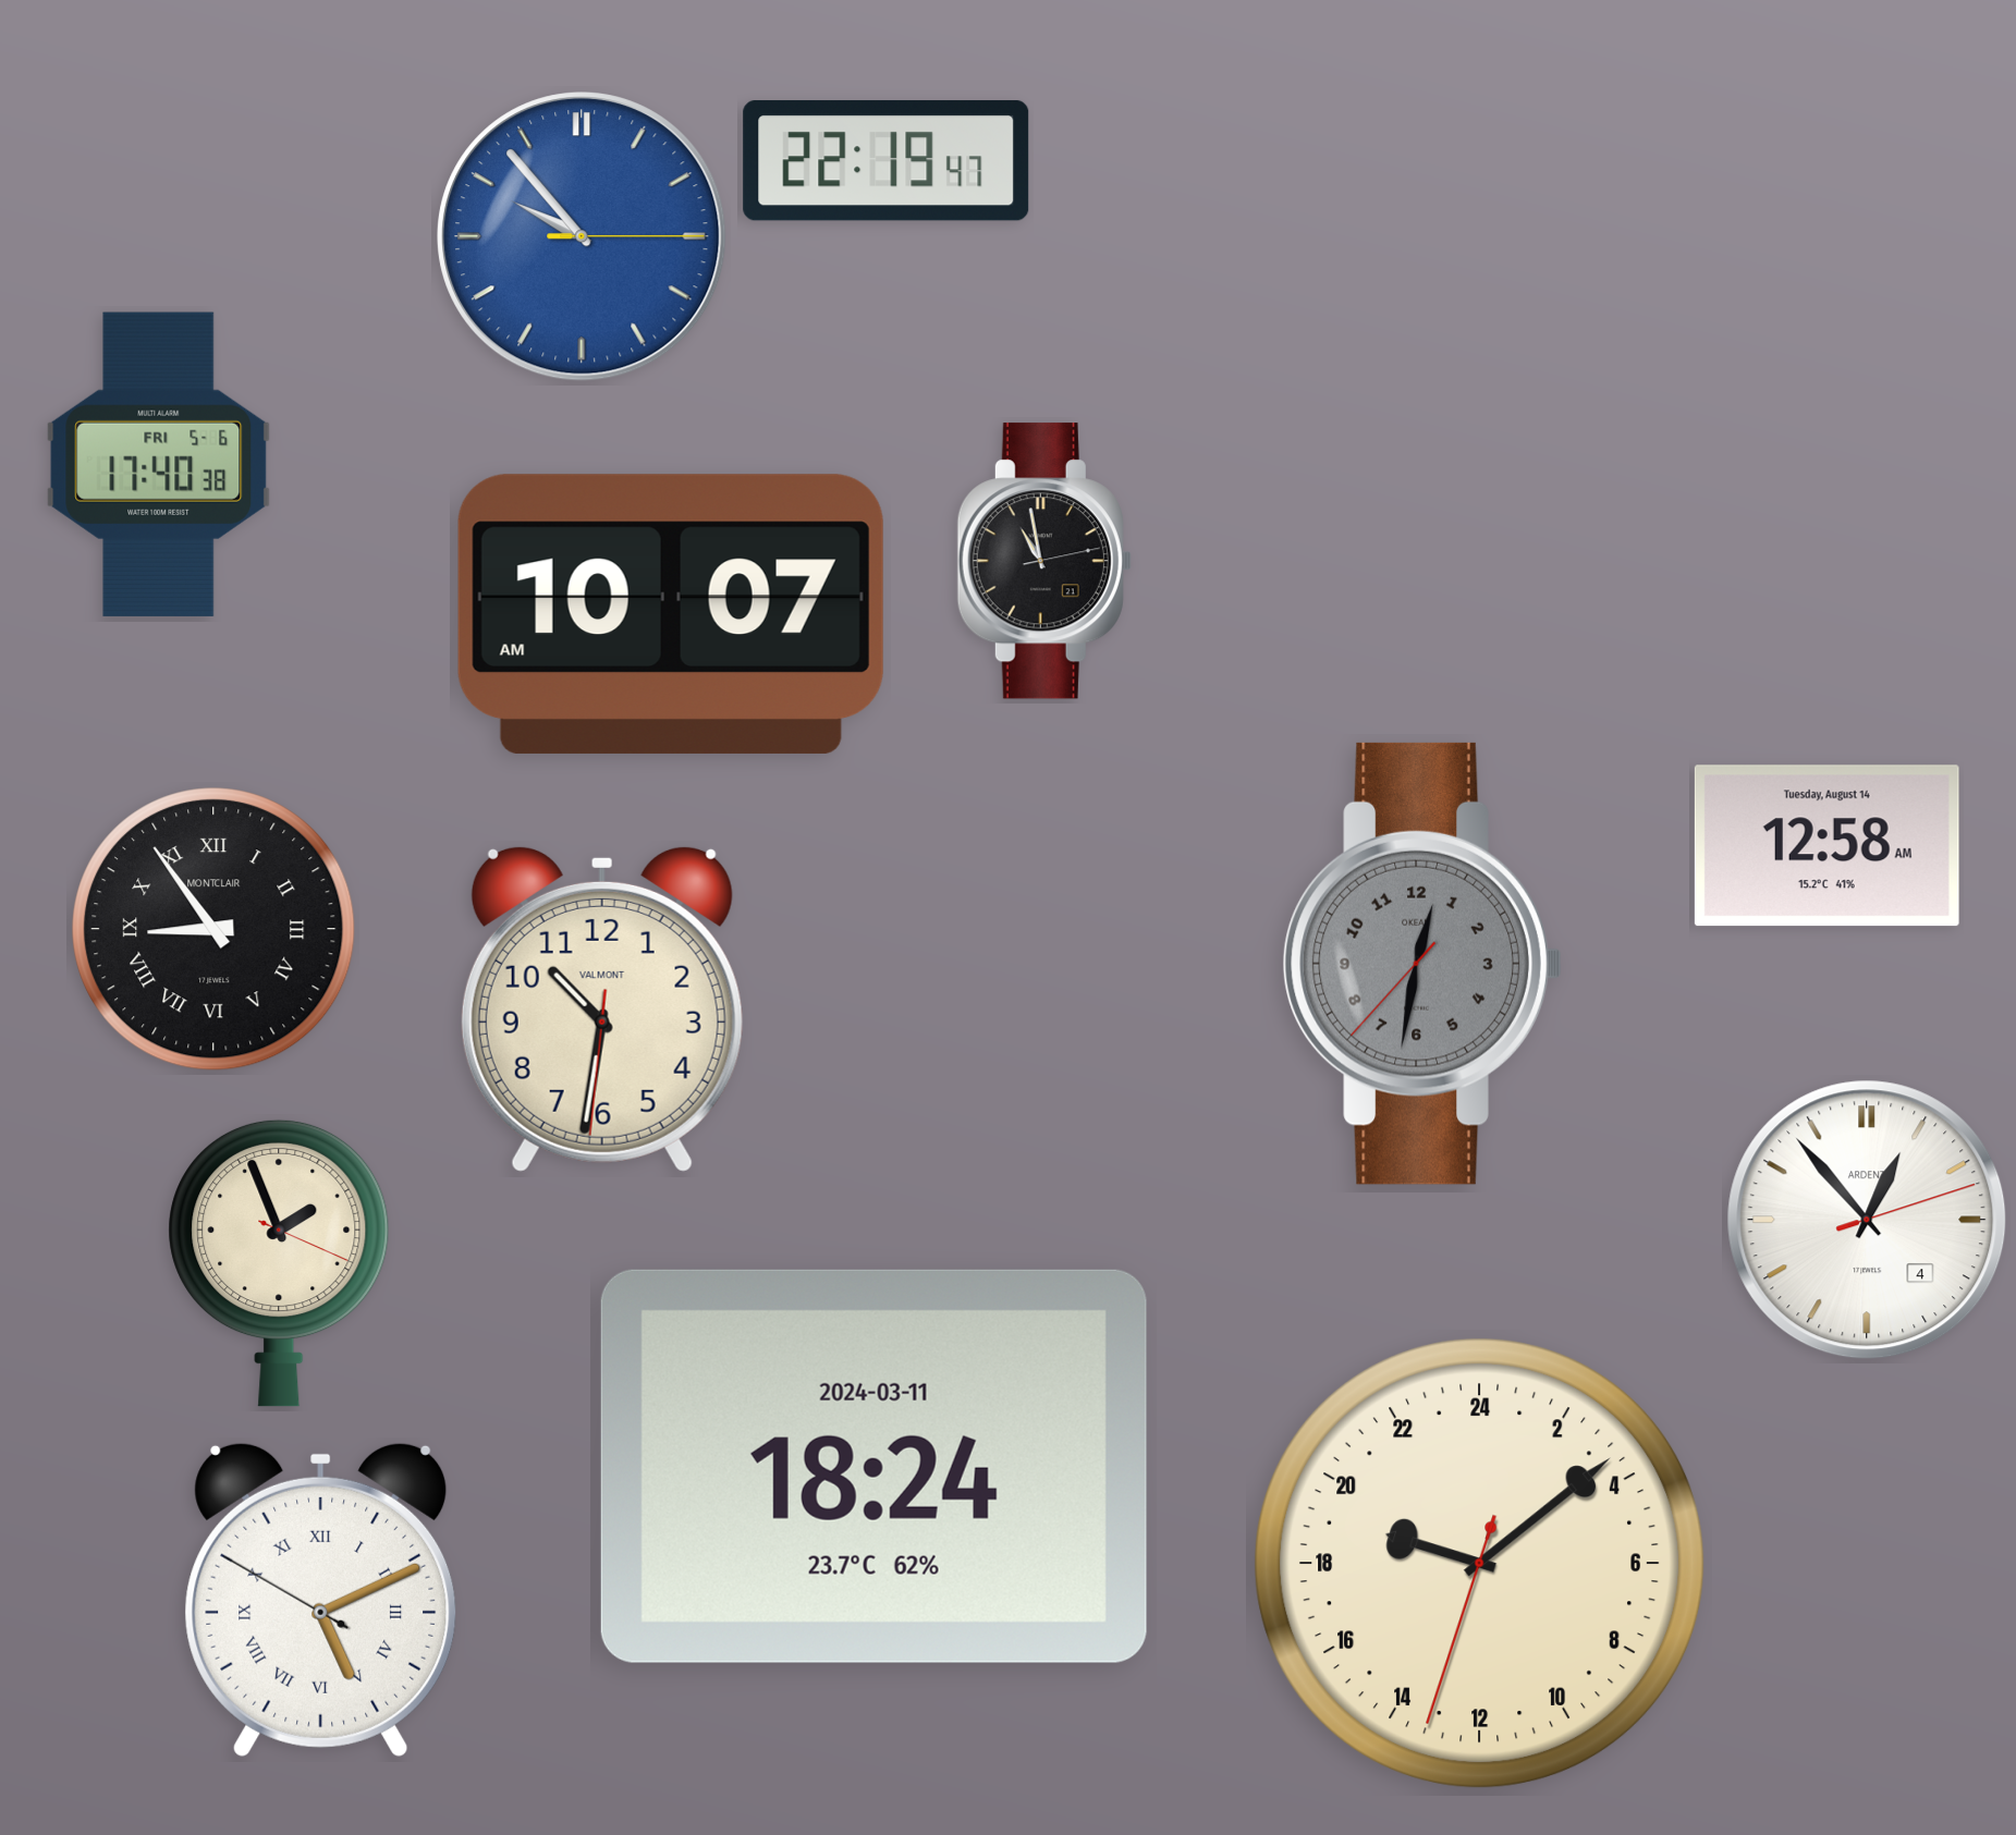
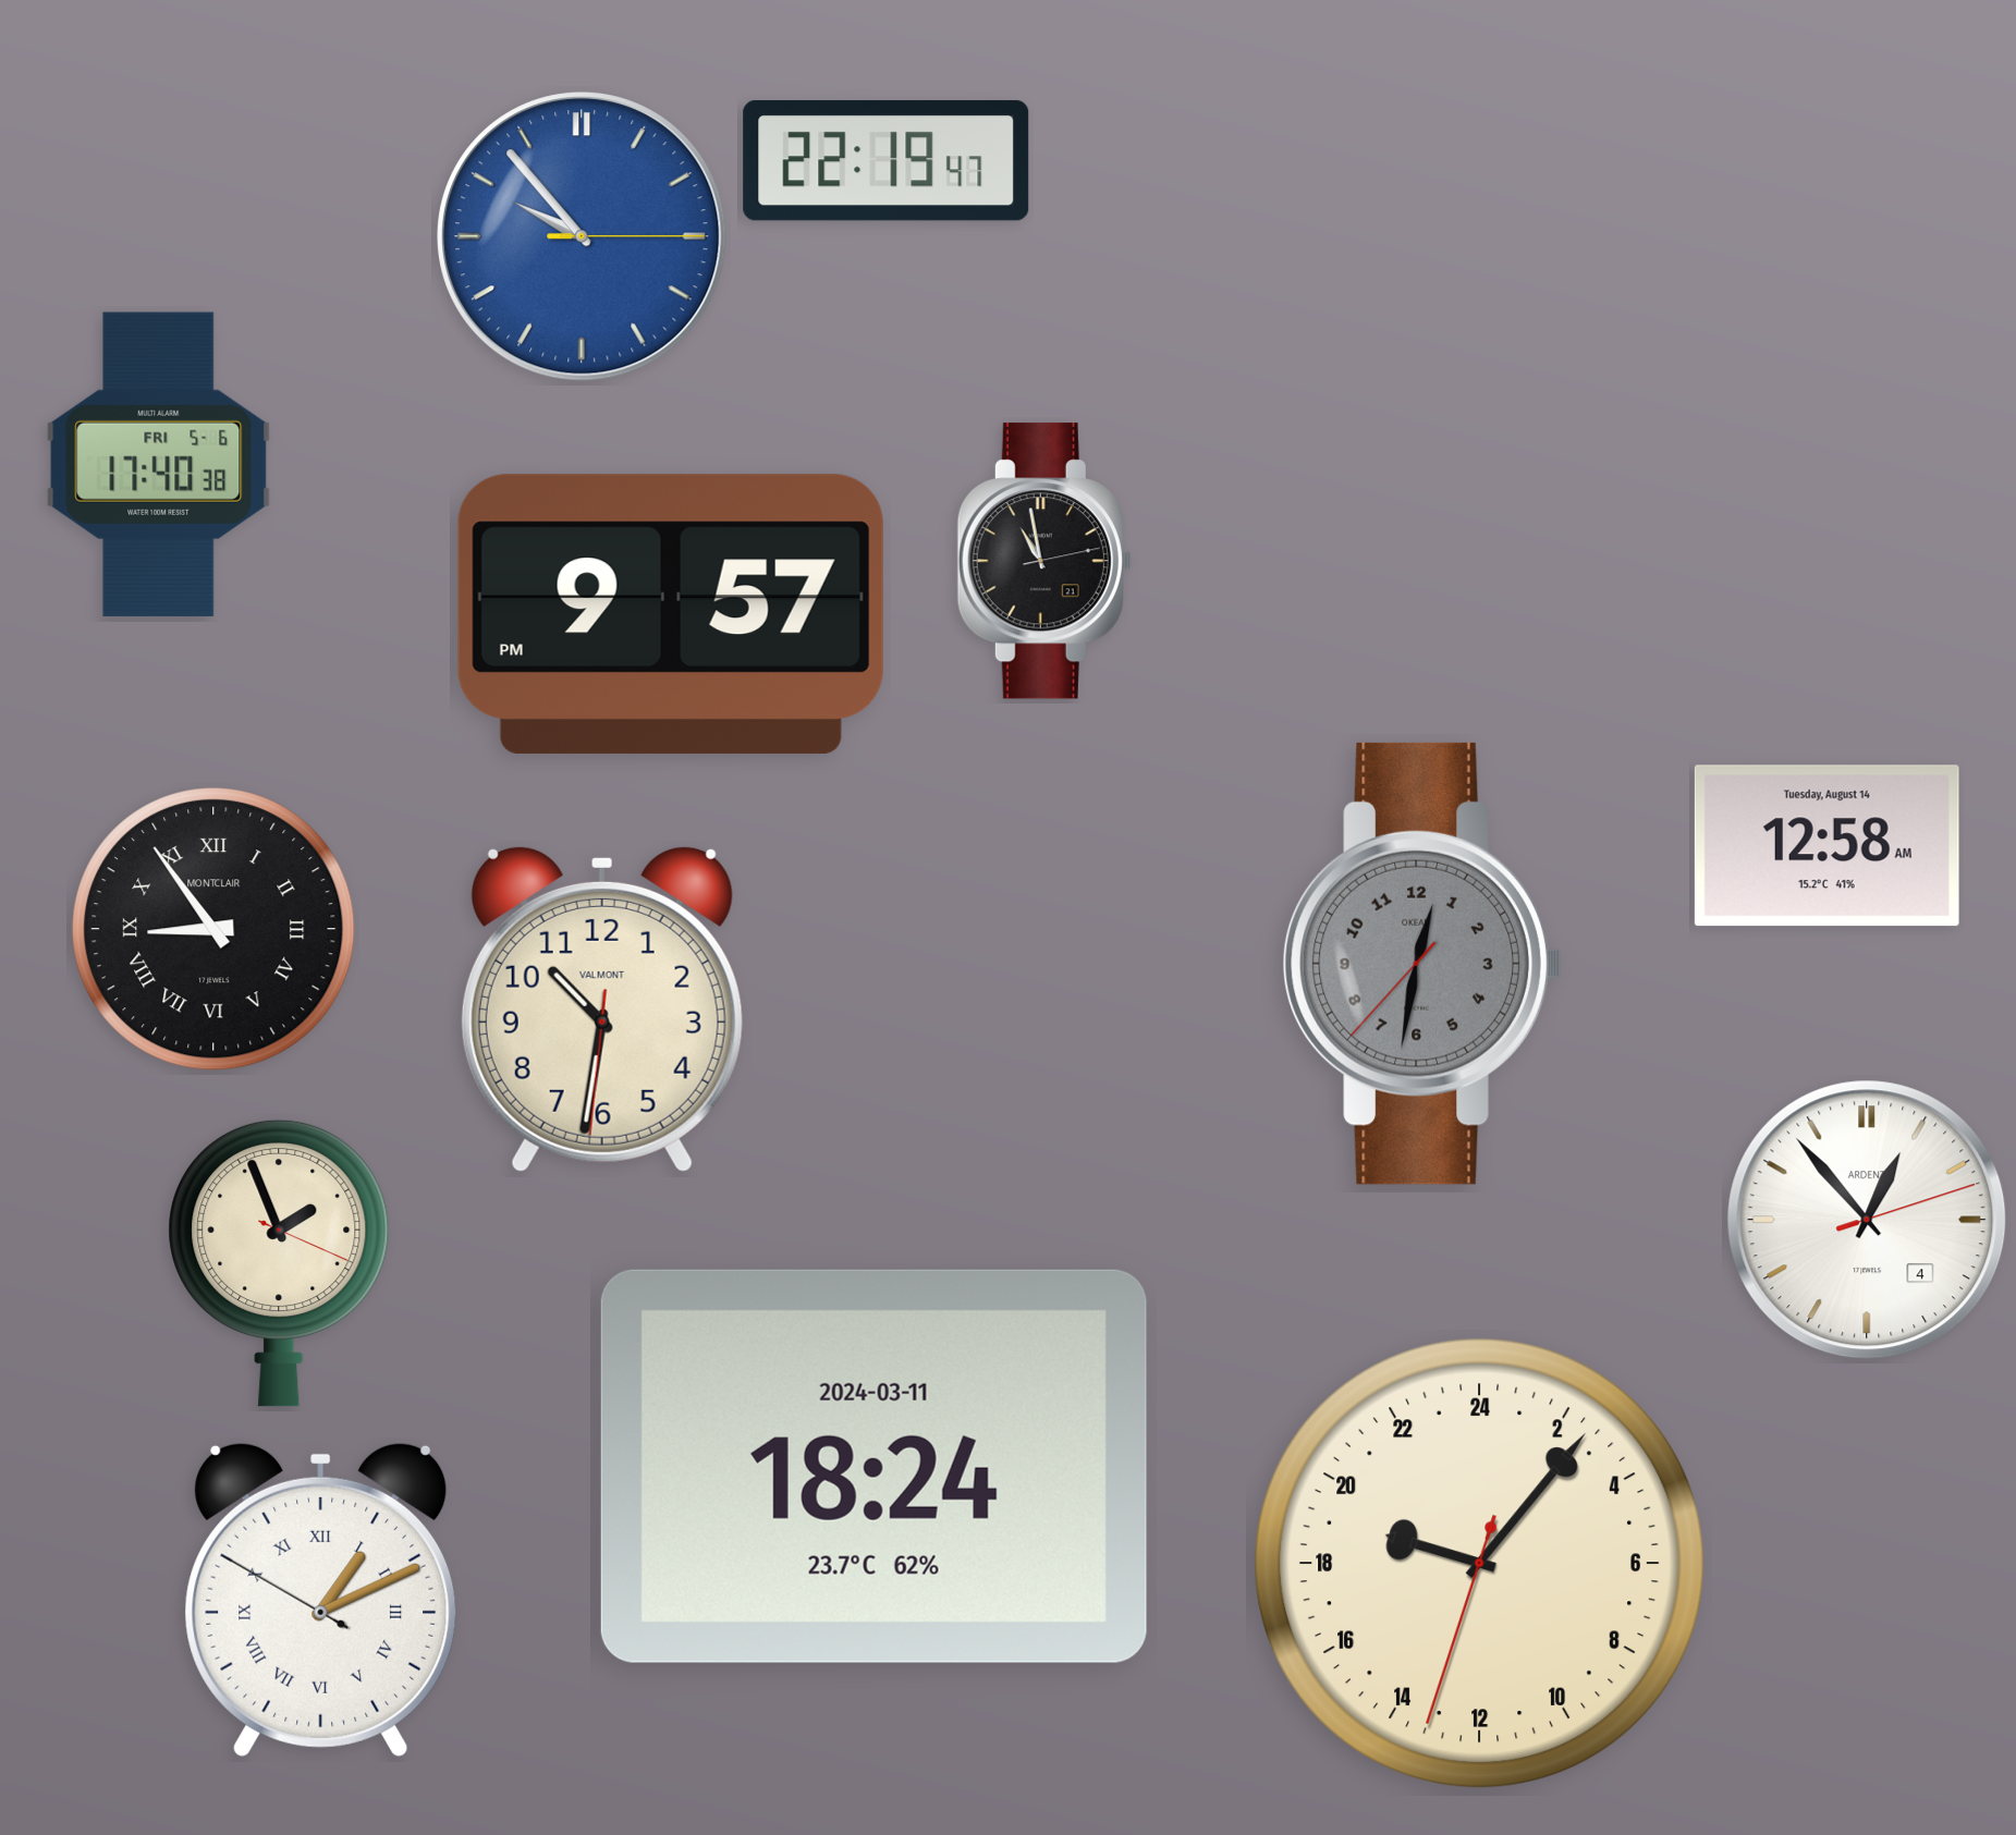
clock at (671, 614): 10:07 -> 9:57
clock at (1480, 1564): 19:08 -> 19:06
clock at (321, 1600): 5:10 -> 1:10
